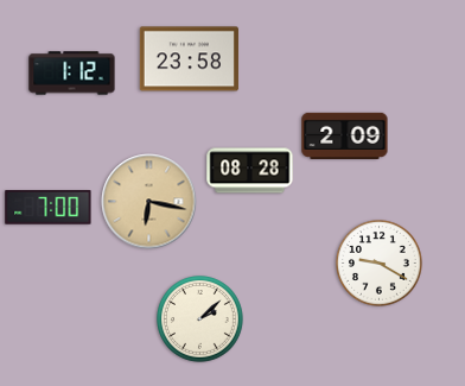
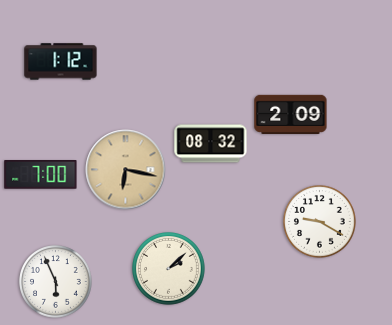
clock at (189, 59): 23:58 -> none
clock at (250, 171): 08:28 -> 08:32
clock at (56, 282): none -> 5:56
